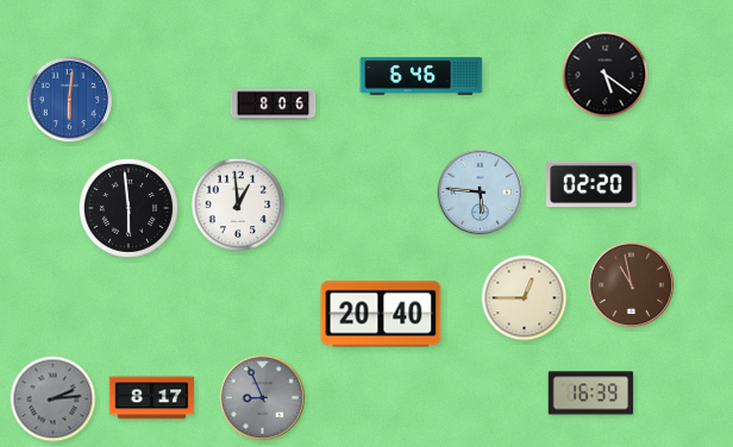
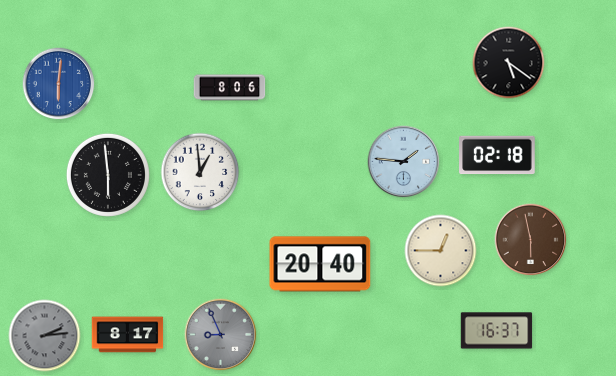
clock at (421, 76): 6:46 -> none
clock at (591, 184): 02:20 -> 02:18
clock at (481, 193): 5:46 -> 1:46
clock at (632, 285): 10:58 -> 5:58
clock at (591, 394): 16:39 -> 16:37
